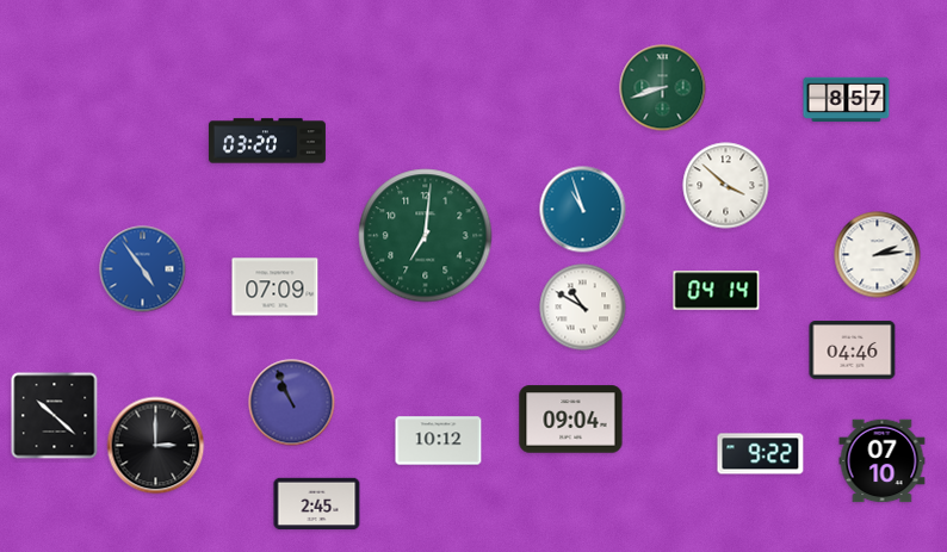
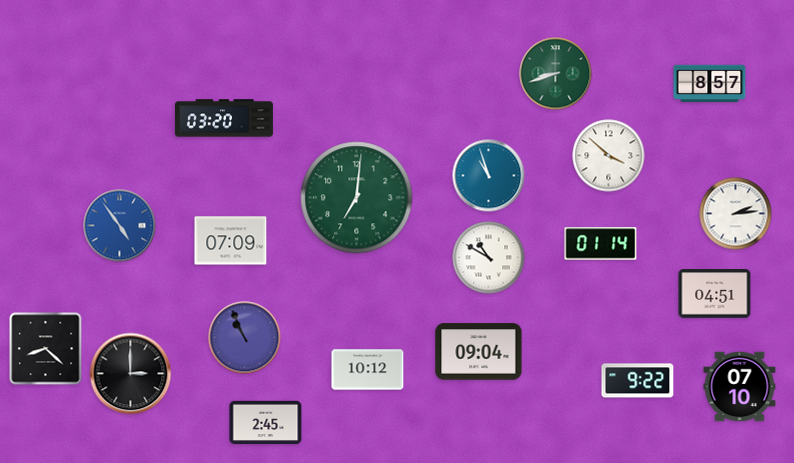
clock at (717, 291): 04:14 -> 01:14
clock at (853, 351): 04:46 -> 04:51
clock at (55, 416): 10:22 -> 8:22
